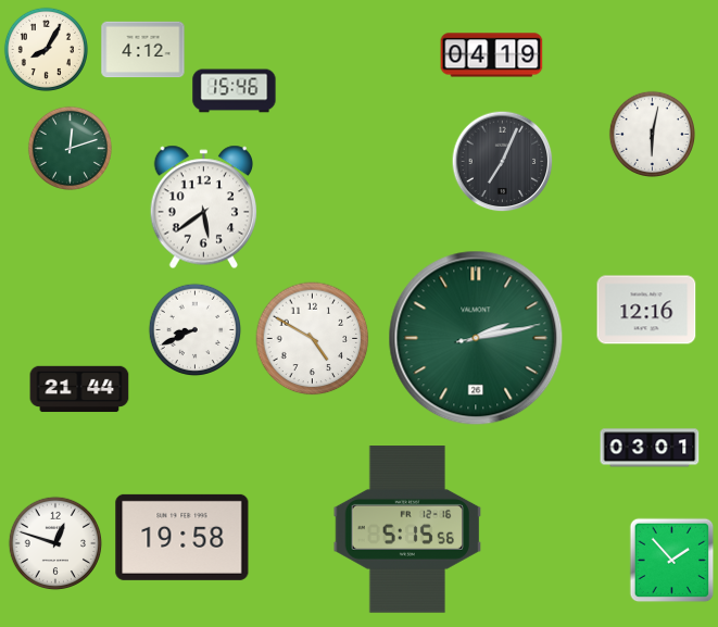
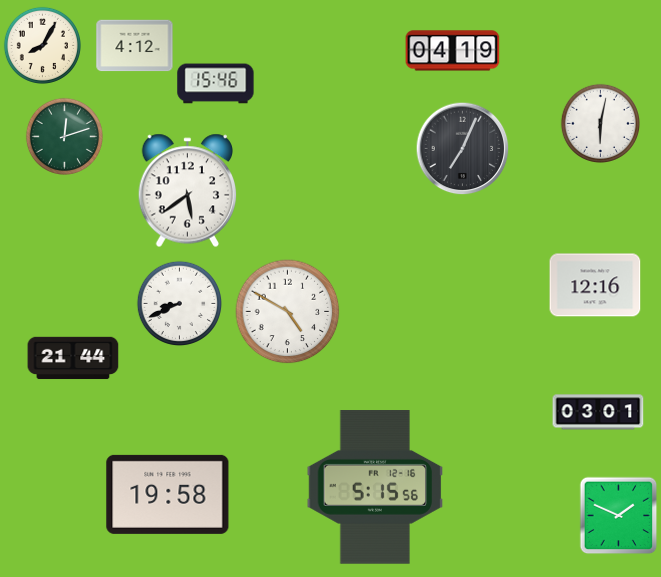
clock at (143, 50) position: (143, 50) -> (135, 46)
clock at (476, 338): 2:13 -> none
clock at (55, 543): 12:48 -> none
clock at (671, 560): 1:53 -> 1:49
